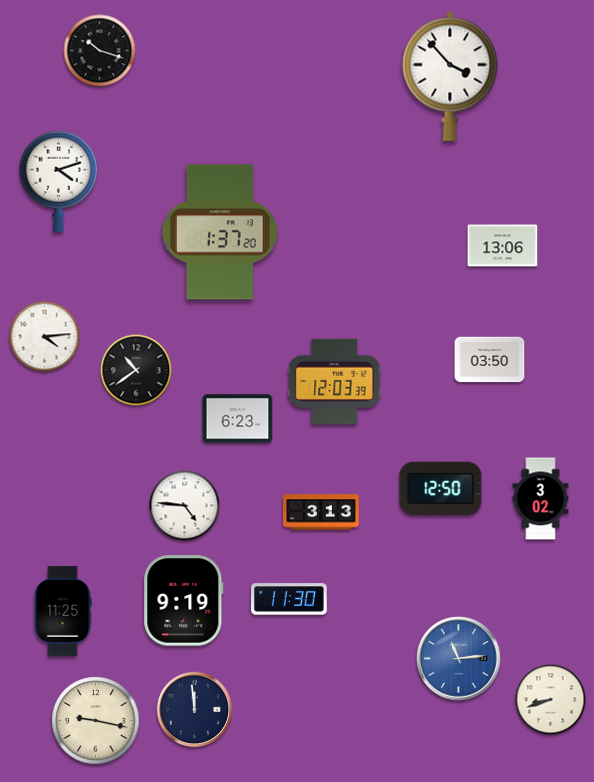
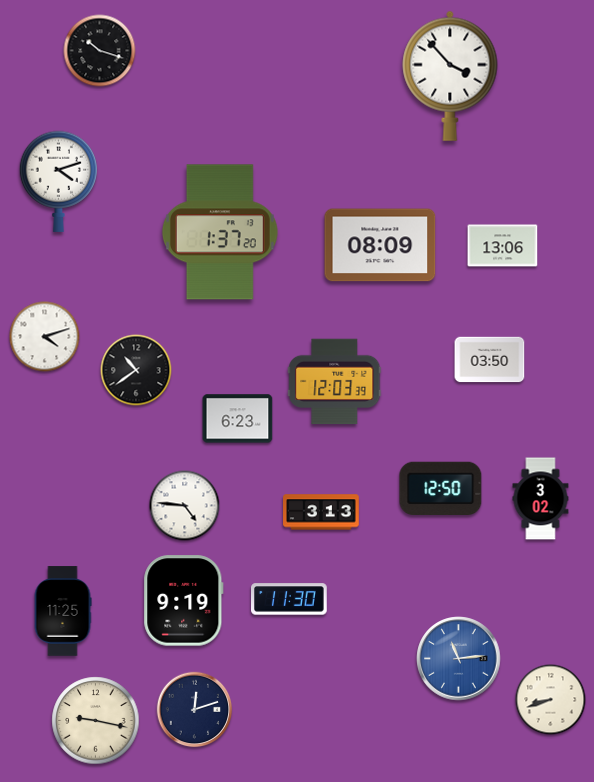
clock at (380, 245): none -> 08:09
clock at (45, 337): 4:14 -> 4:12
clock at (195, 710): 11:59 -> 12:12
